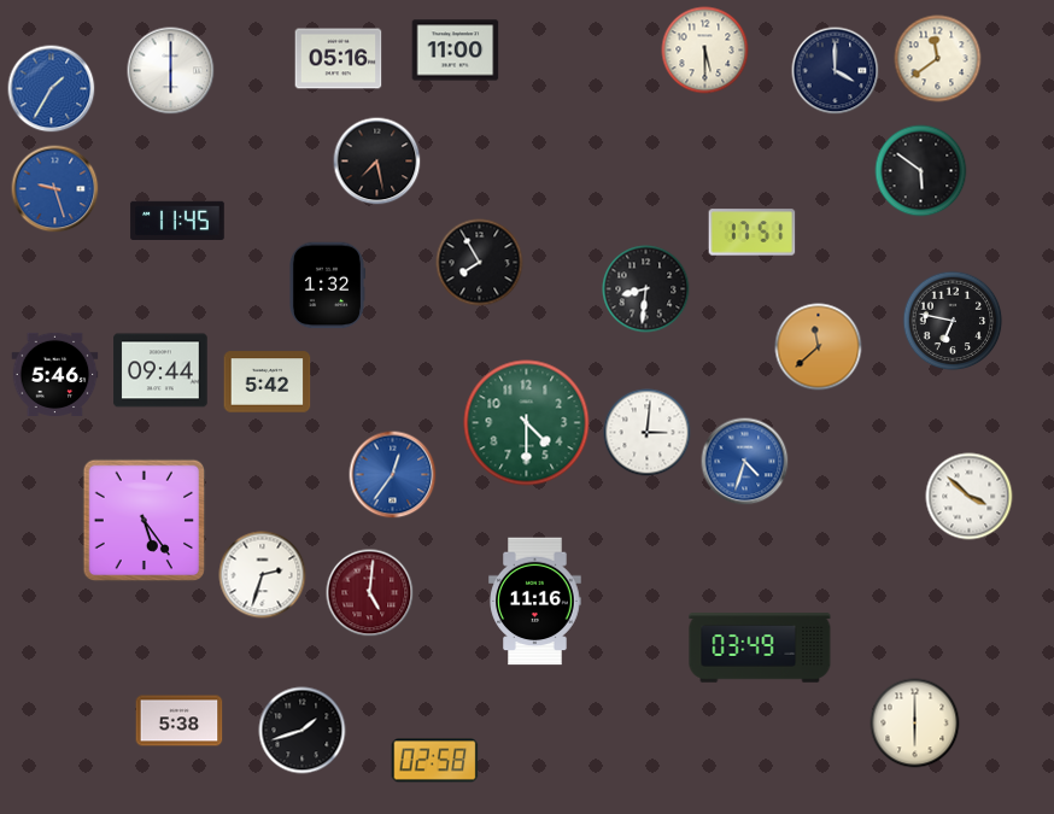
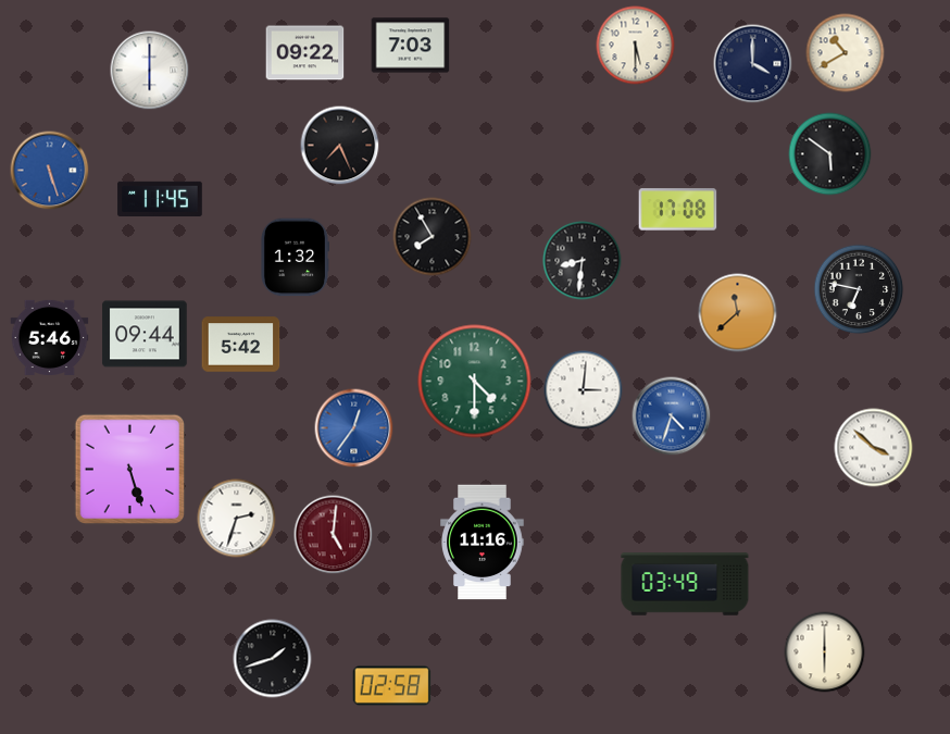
clock at (456, 51): 11:00 -> 7:03
clock at (339, 59): 05:16 -> 09:22
clock at (938, 59): 11:39 -> 10:40
clock at (171, 71) position: (171, 71) -> (150, 71)
clock at (52, 89): 1:35 -> none
clock at (377, 162): 7:28 -> 7:26
clock at (55, 189): 9:27 -> 5:27
clock at (753, 233): 17:51 -> 17:08
clock at (145, 521): 5:24 -> 5:27
clock at (180, 721): 5:38 -> none
